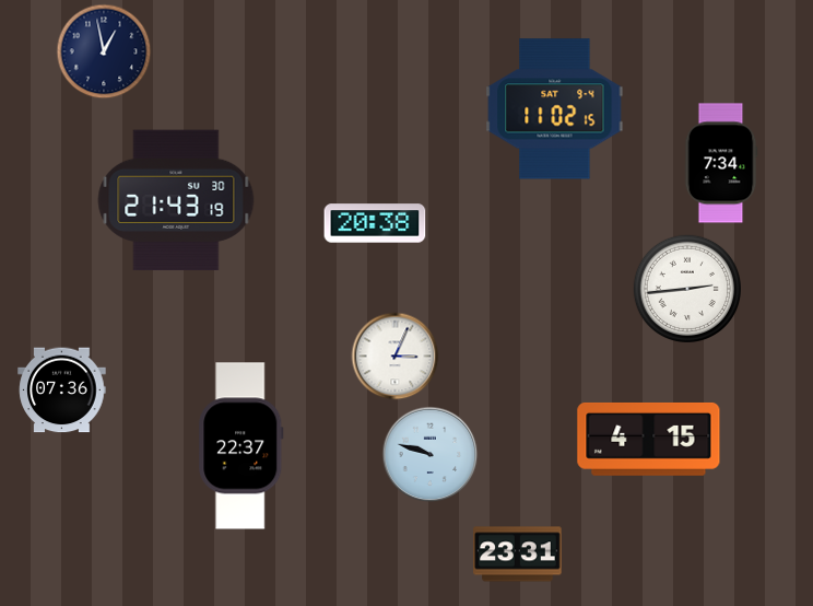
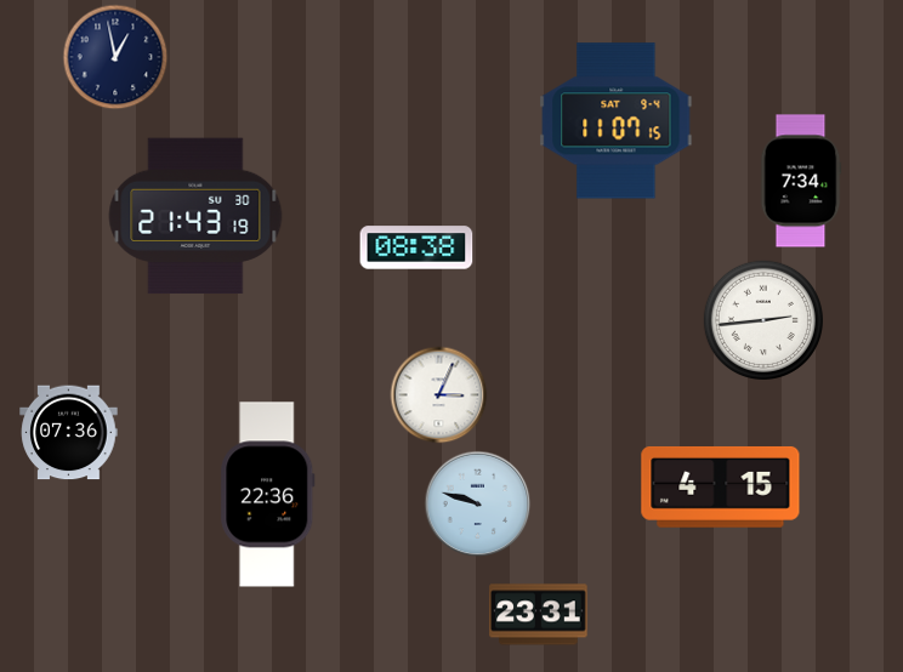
clock at (555, 109): 11:02 -> 11:07
clock at (176, 200) position: (176, 200) -> (195, 216)
clock at (375, 223): 20:38 -> 08:38
clock at (241, 446): 22:37 -> 22:36
clock at (518, 555) position: (518, 555) -> (539, 615)
